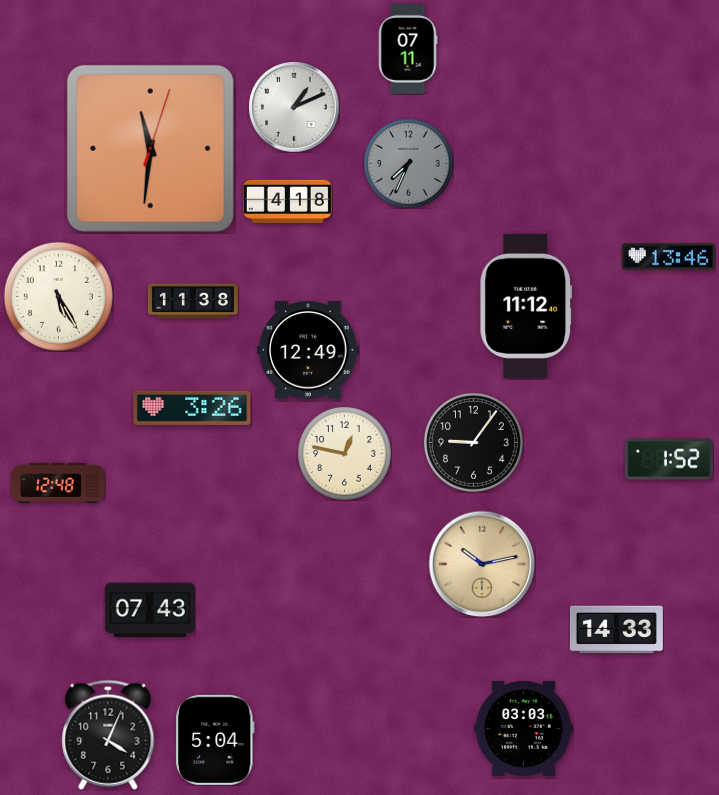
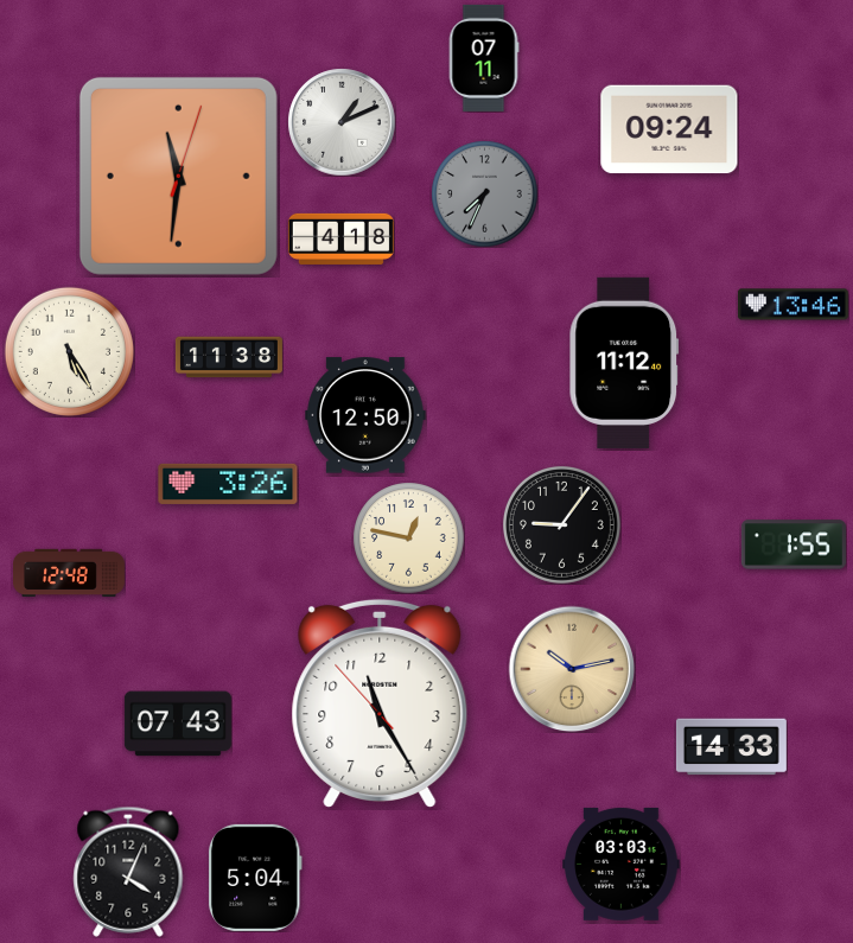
clock at (294, 107) position: (294, 107) -> (342, 122)
clock at (669, 129): none -> 09:24
clock at (308, 350): 12:49 -> 12:50
clock at (669, 459): 1:52 -> 1:55
clock at (380, 703): none -> 11:24
